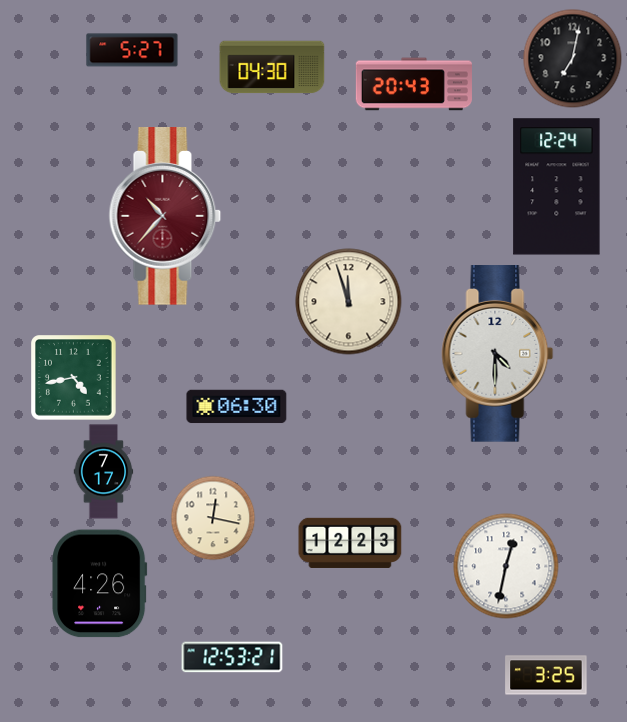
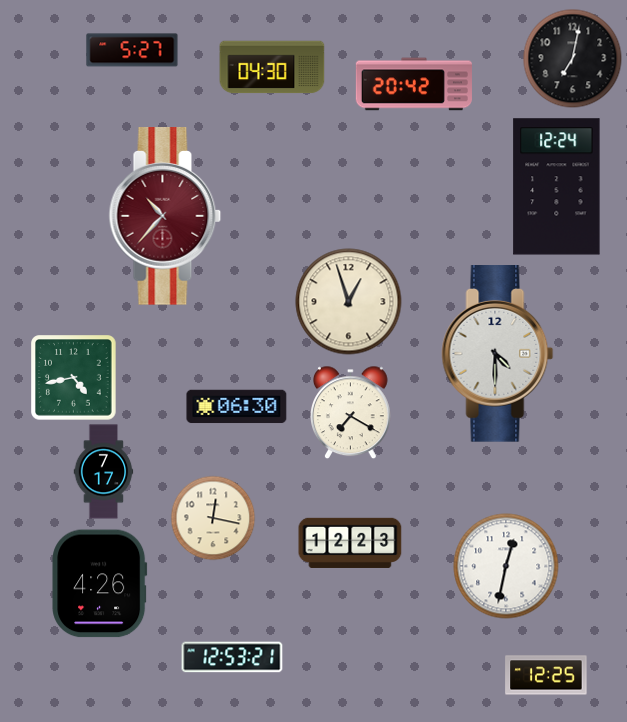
clock at (414, 84): 20:43 -> 20:42
clock at (349, 302): 11:57 -> 12:57
clock at (351, 412): none -> 7:20
clock at (546, 675): 3:25 -> 12:25
